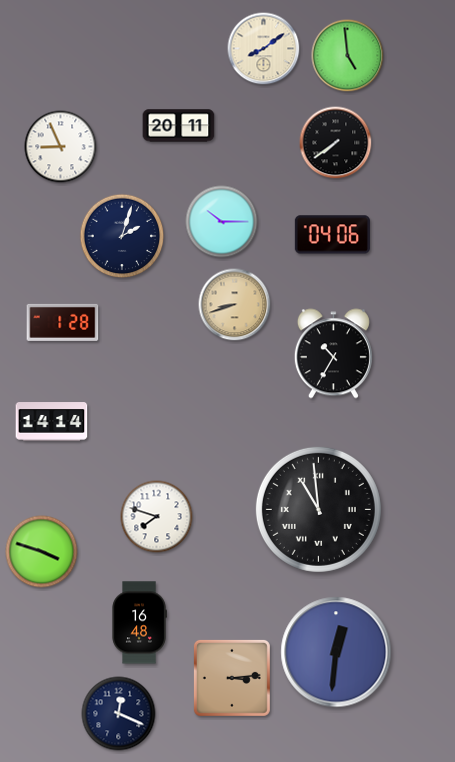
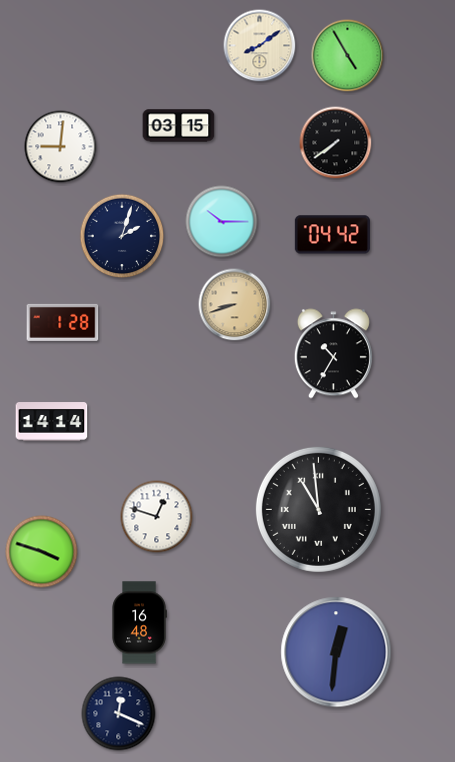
clock at (264, 49) position: (264, 49) -> (260, 46)
clock at (348, 56): 4:59 -> 4:55
clock at (179, 126): 20:11 -> 03:15
clock at (61, 147): 8:56 -> 9:01
clock at (332, 235): 04:06 -> 04:42
clock at (157, 517): 7:48 -> 12:48
clock at (232, 678): 3:14 -> none
